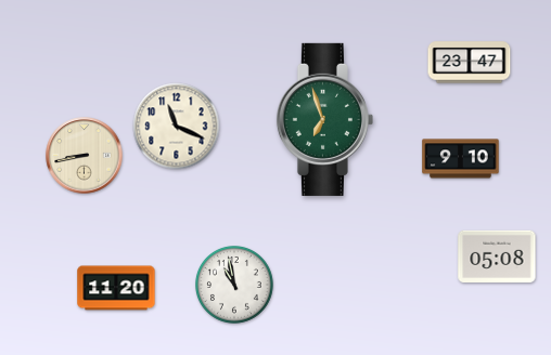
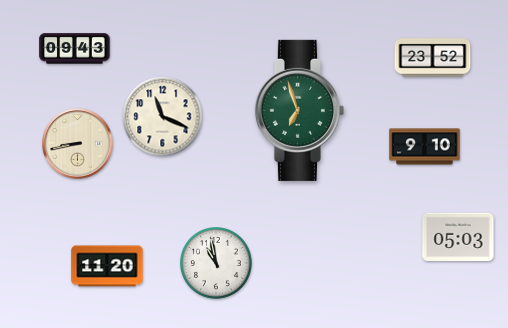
clock at (75, 49): none -> 09:43
clock at (470, 63): 23:47 -> 23:52
clock at (497, 257): 05:08 -> 05:03
